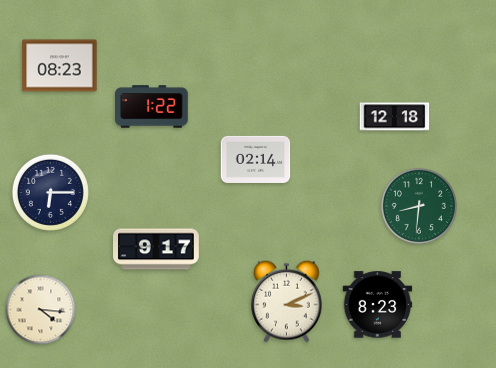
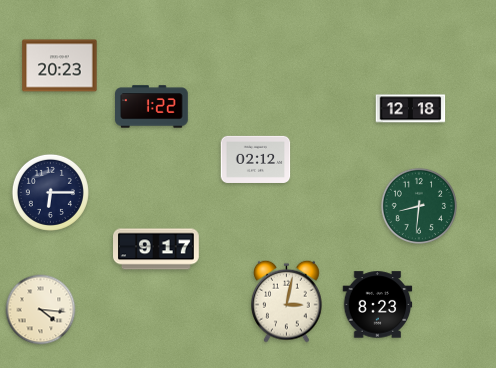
clock at (60, 66): 08:23 -> 20:23
clock at (395, 117) position: (395, 117) -> (411, 109)
clock at (256, 159): 02:14 -> 02:12
clock at (287, 301): 3:11 -> 3:02
